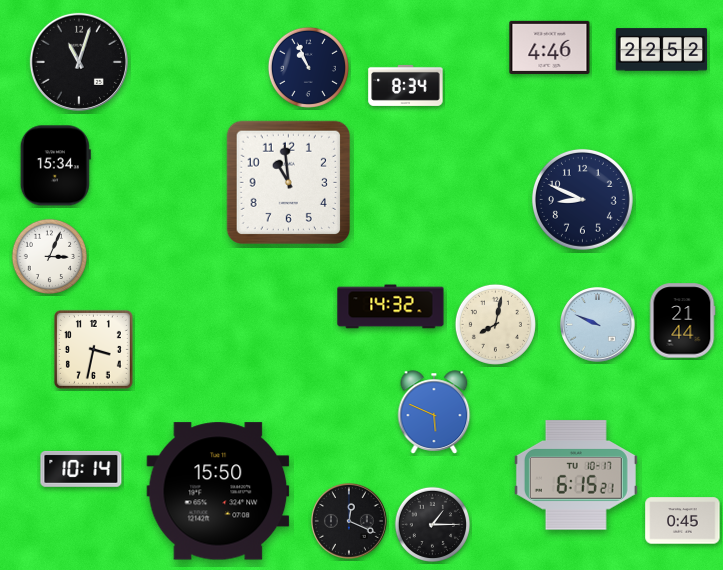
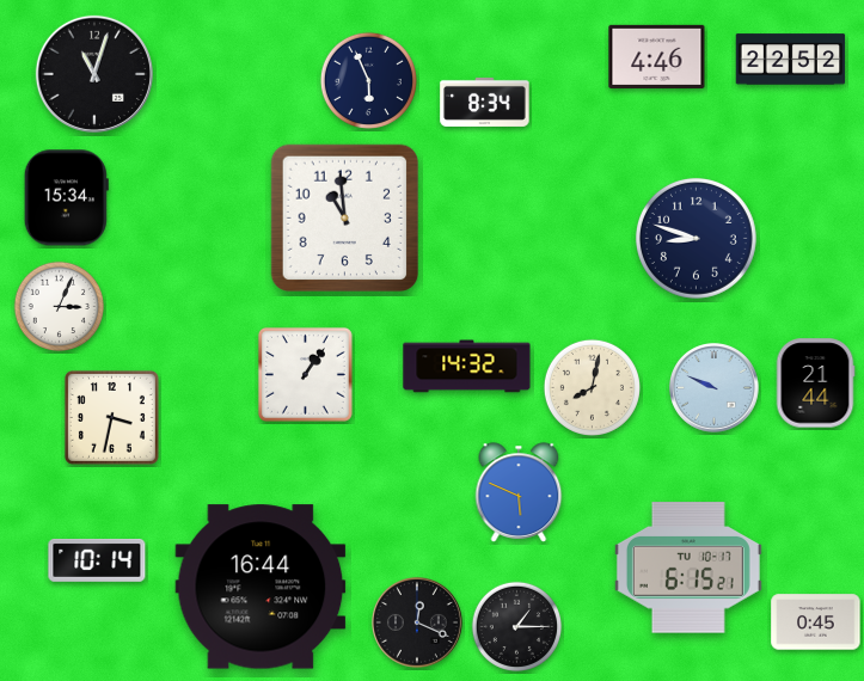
clock at (308, 67): 10:56 -> 5:56
clock at (582, 199): 8:49 -> 8:48
clock at (305, 374): none -> 1:06
clock at (218, 491): 15:50 -> 16:44
